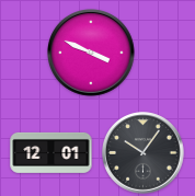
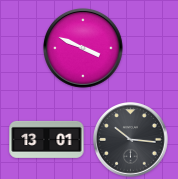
clock at (51, 152): 12:01 -> 13:01
clock at (144, 153): 10:06 -> 10:16
